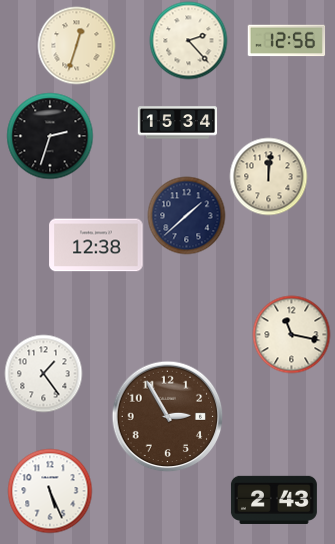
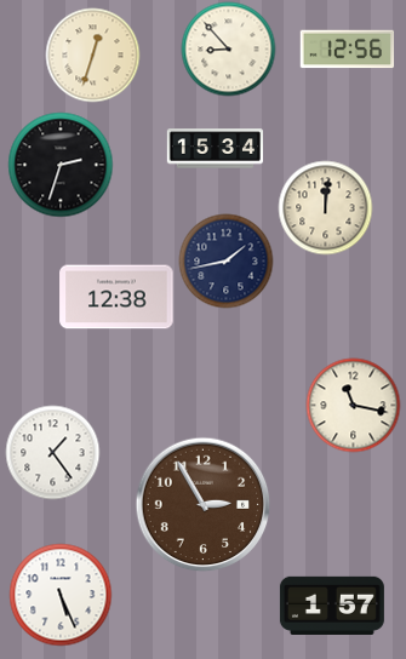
clock at (188, 40): 2:23 -> 8:53
clock at (268, 176) position: (268, 176) -> (325, 207)
clock at (186, 215): 1:38 -> 1:43
clock at (274, 500): 2:43 -> 1:57
